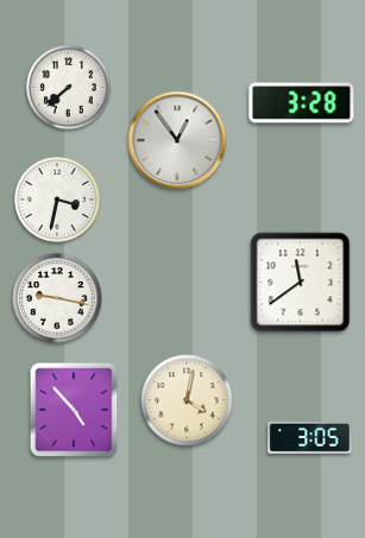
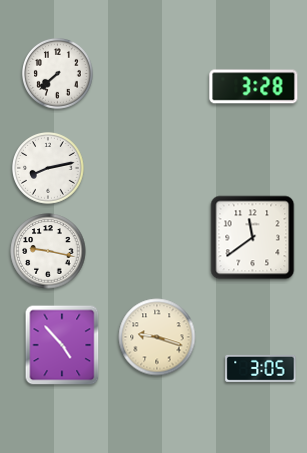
clock at (177, 140): 12:54 -> none
clock at (58, 201): 3:32 -> 8:13
clock at (187, 400): 4:02 -> 9:18
